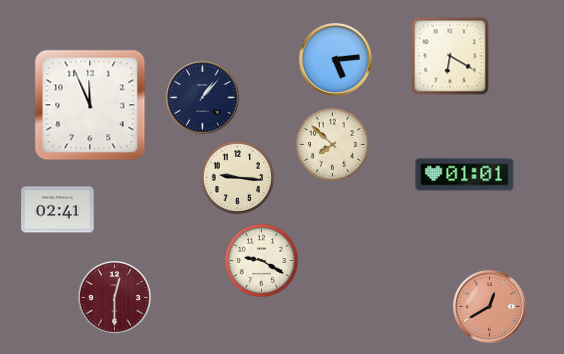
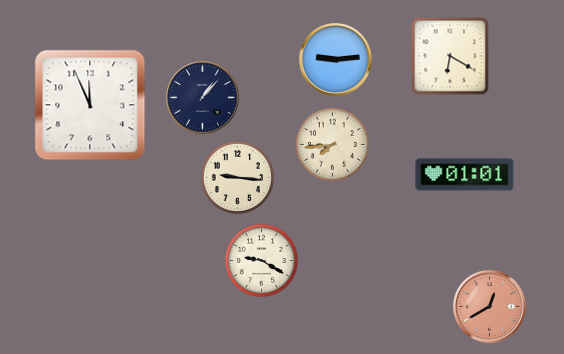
clock at (336, 60): 5:14 -> 9:14
clock at (332, 144): 7:52 -> 7:44
clock at (58, 210): 02:41 -> none
clock at (115, 298): 12:30 -> none
